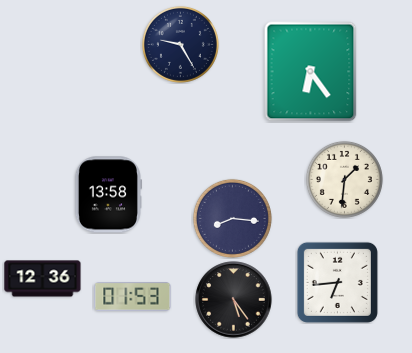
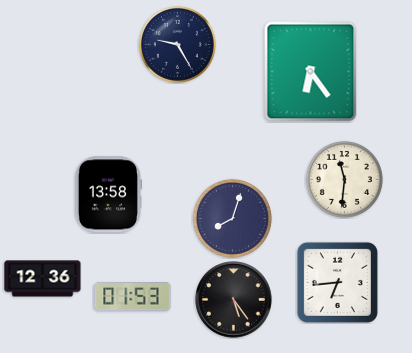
clock at (180, 44) position: (180, 44) -> (177, 44)
clock at (344, 179): 1:31 -> 11:31
clock at (232, 218): 8:16 -> 8:03
